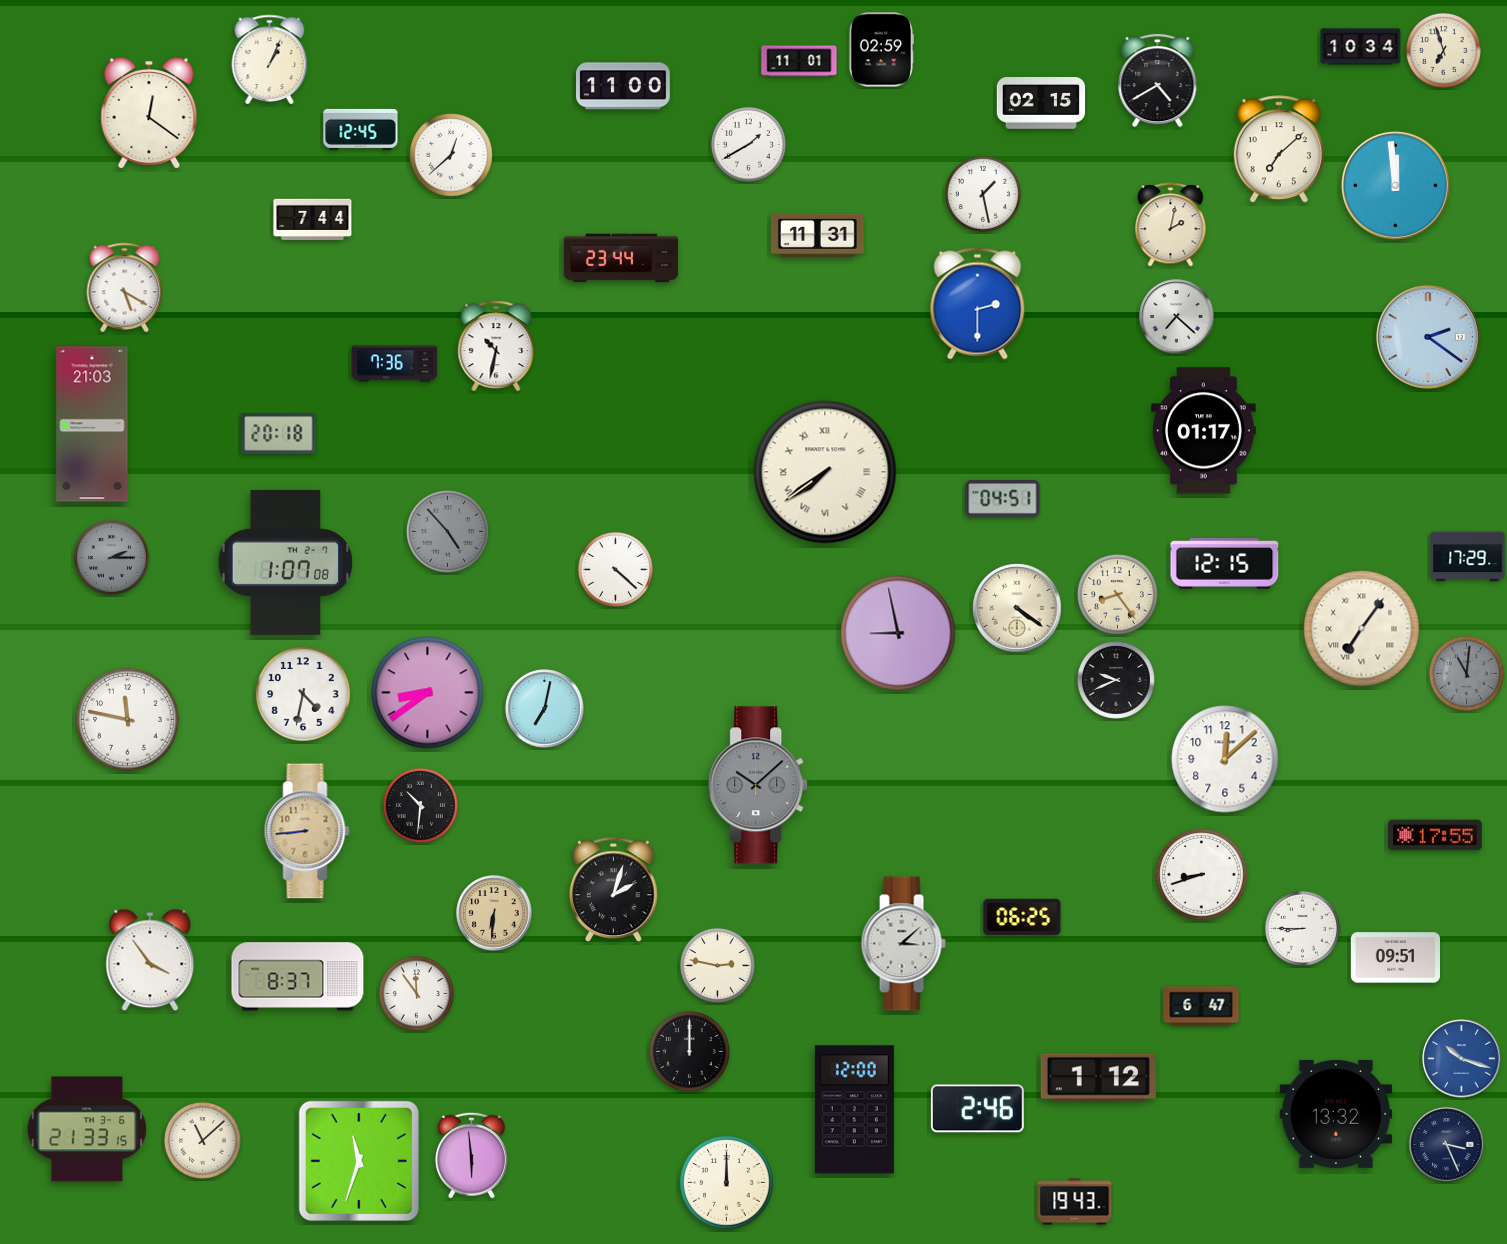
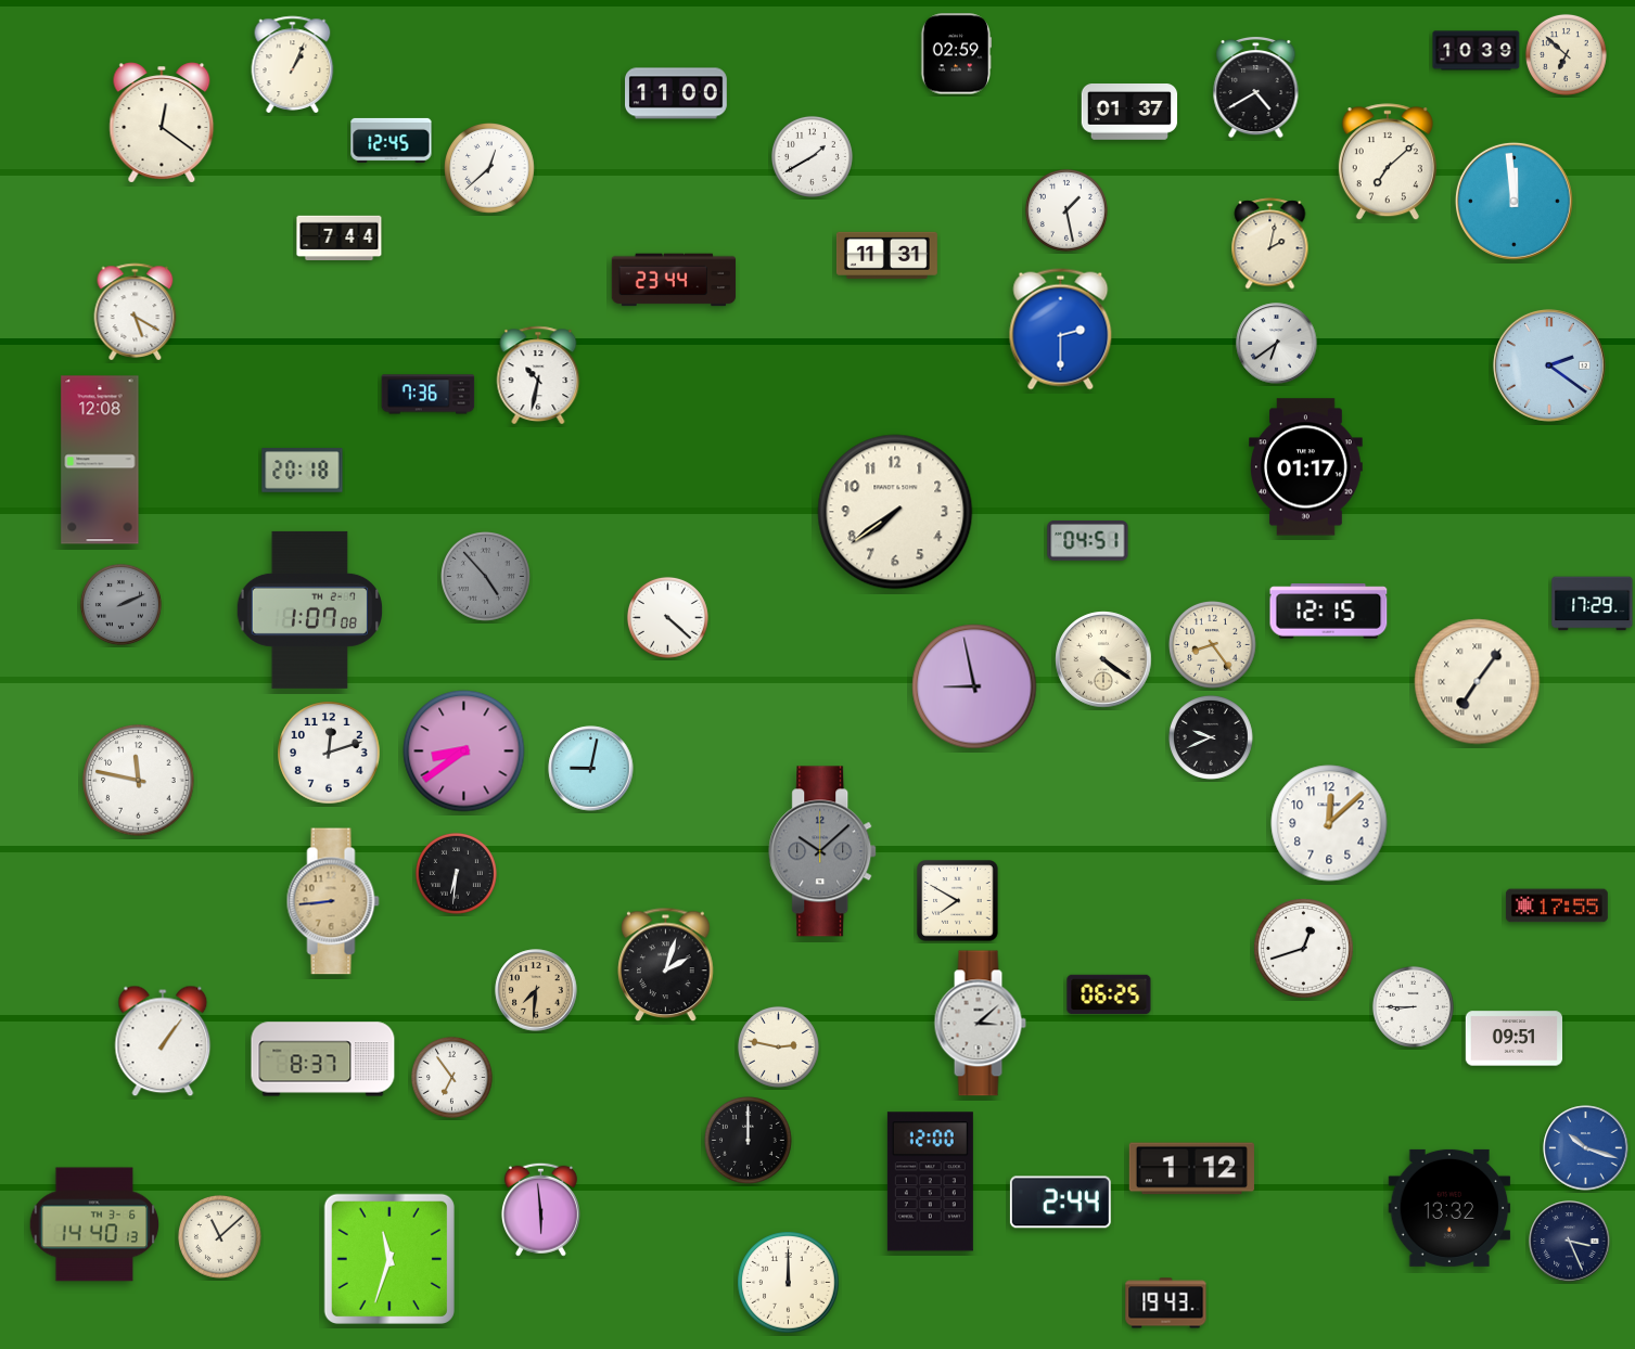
clock at (1361, 47): 10:34 -> 10:39
clock at (1443, 50): 6:57 -> 6:52
clock at (799, 61): 11:01 -> none
clock at (1041, 103): 02:15 -> 01:37
clock at (1177, 317): 7:22 -> 6:39
clock at (92, 424): 21:03 -> 12:08
clock at (825, 472) numerals: Roman -> Arabic
clock at (111, 557): 2:15 -> 2:11
clock at (1466, 673): 11:01 -> none
clock at (303, 694): 4:32 -> 12:12
clock at (545, 709): 7:02 -> 9:02
clock at (420, 805): 10:31 -> 6:31
clock at (958, 901): none -> 7:50
clock at (1202, 875): 8:42 -> 12:42
clock at (494, 913): 6:31 -> 7:31
clock at (150, 960): 3:54 -> 1:06
clock at (416, 993): 11:54 -> 6:54
clock at (1201, 1006): 6:47 -> none
clock at (977, 1109): 2:46 -> 2:44
clock at (854, 1110) position: (854, 1110) -> (930, 1182)
clock at (87, 1129): 21:33 -> 14:40
clock at (471, 1155) position: (471, 1155) -> (540, 1209)
